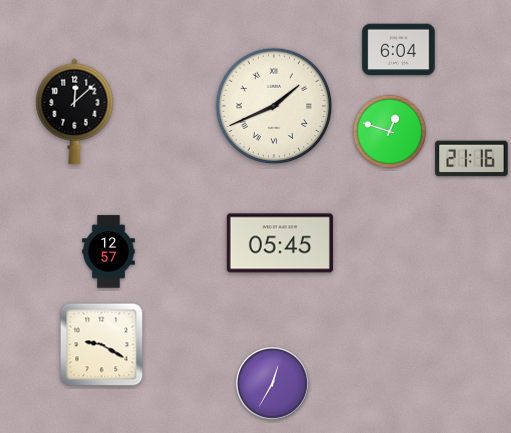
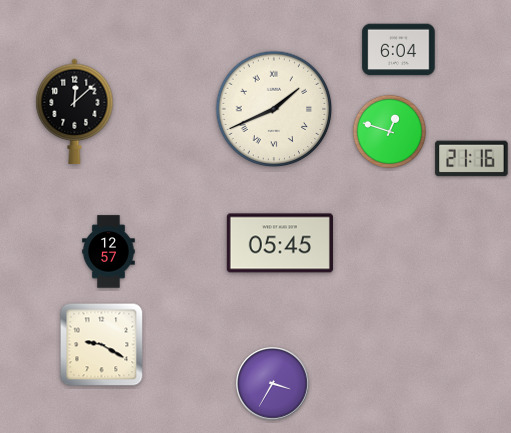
clock at (274, 106) position: (274, 106) -> (274, 109)
clock at (273, 384): 12:35 -> 3:35
